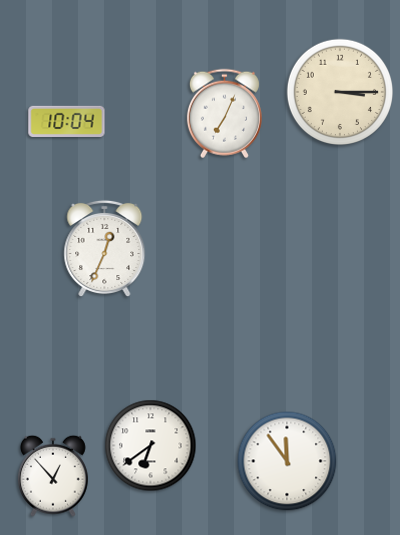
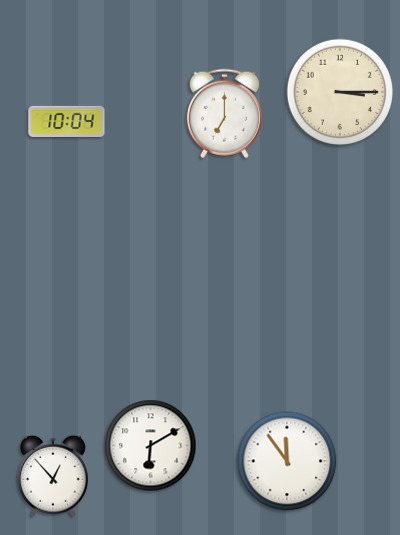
clock at (224, 114): 7:04 -> 7:00
clock at (105, 249): 12:34 -> none
clock at (151, 446): 6:39 -> 6:10
